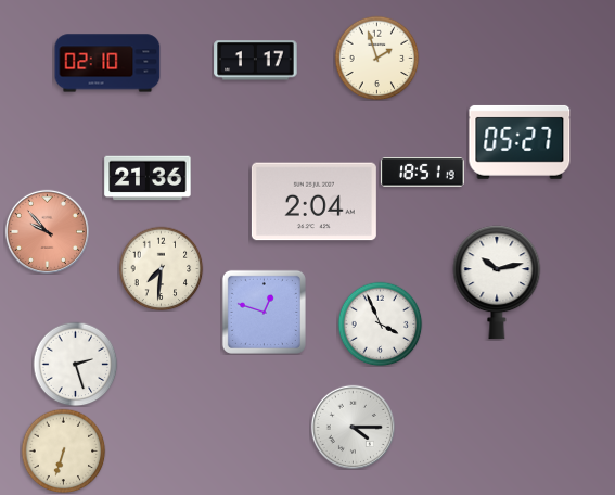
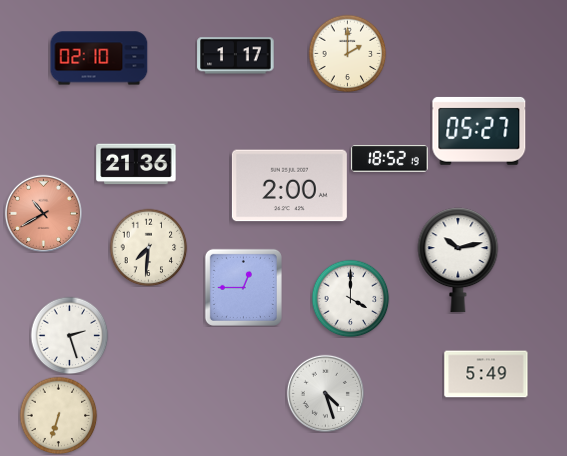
clock at (376, 58): 1:57 -> 2:00
clock at (423, 173): 18:51 -> 18:52
clock at (313, 202): 2:04 -> 2:00
clock at (47, 231): 9:53 -> 10:40
clock at (264, 312): 12:48 -> 12:45
clock at (380, 323): 3:56 -> 4:00
clock at (486, 374): none -> 5:49
clock at (353, 427): 4:15 -> 4:27
